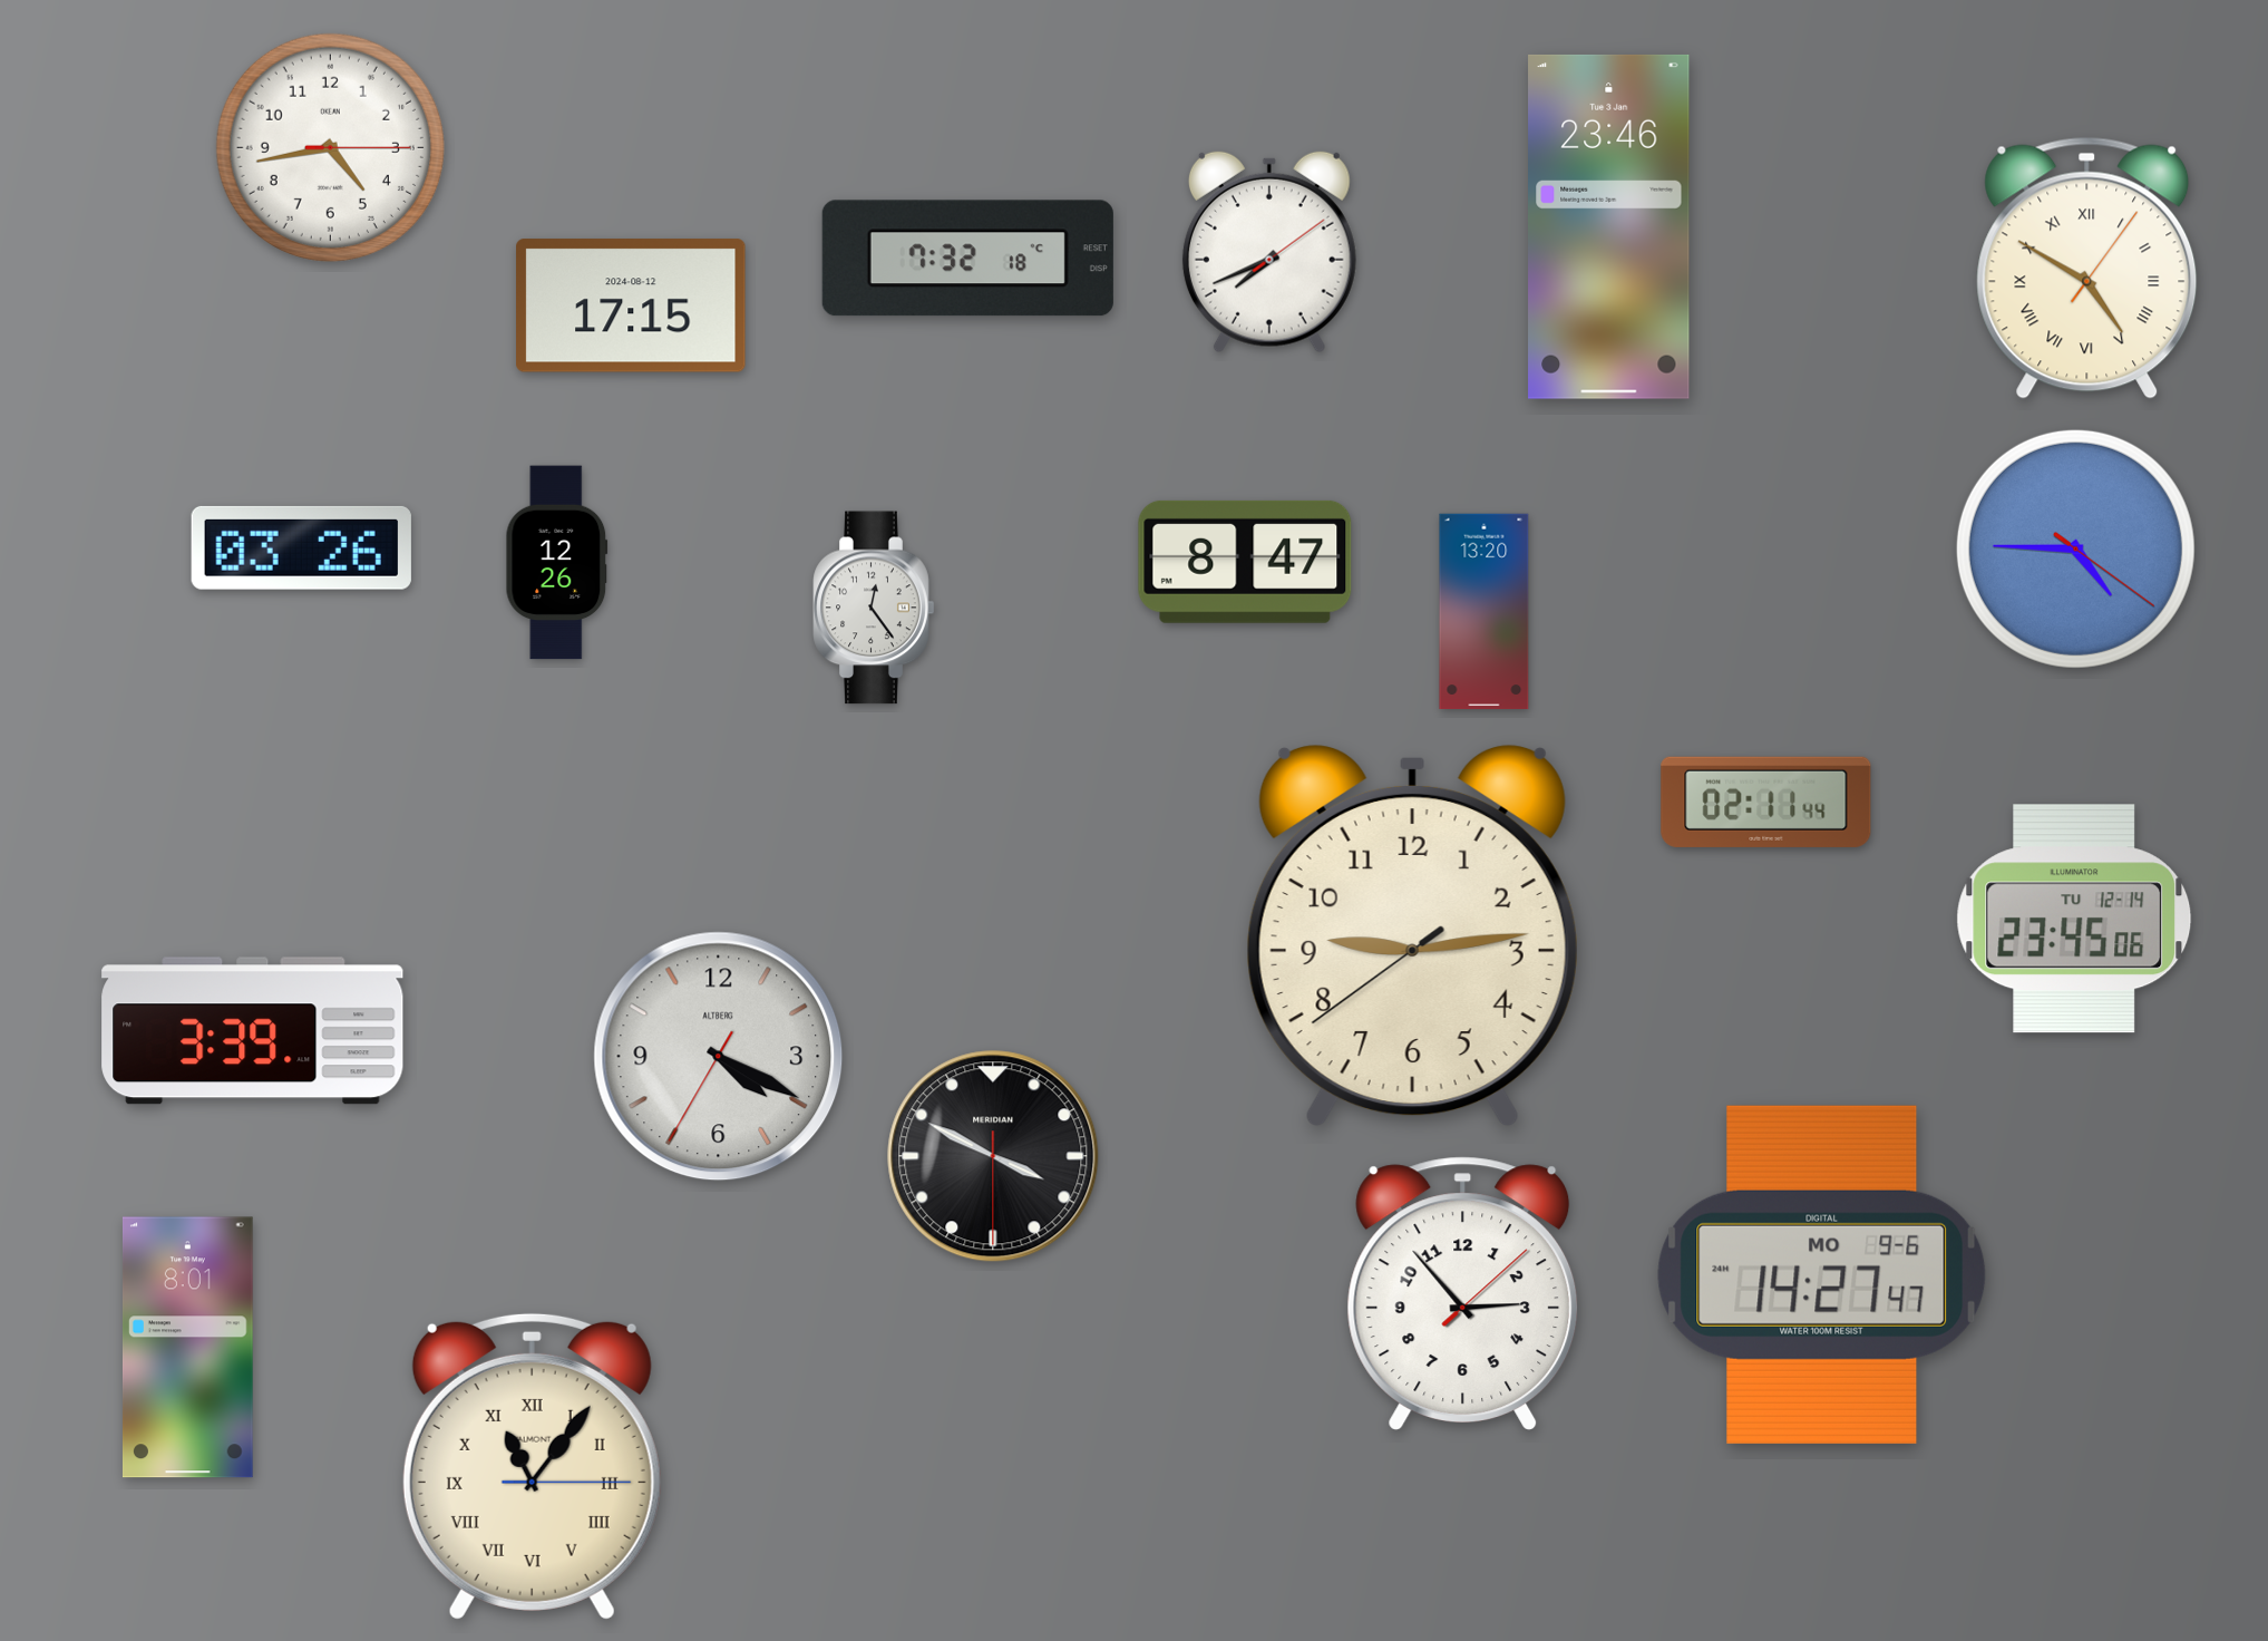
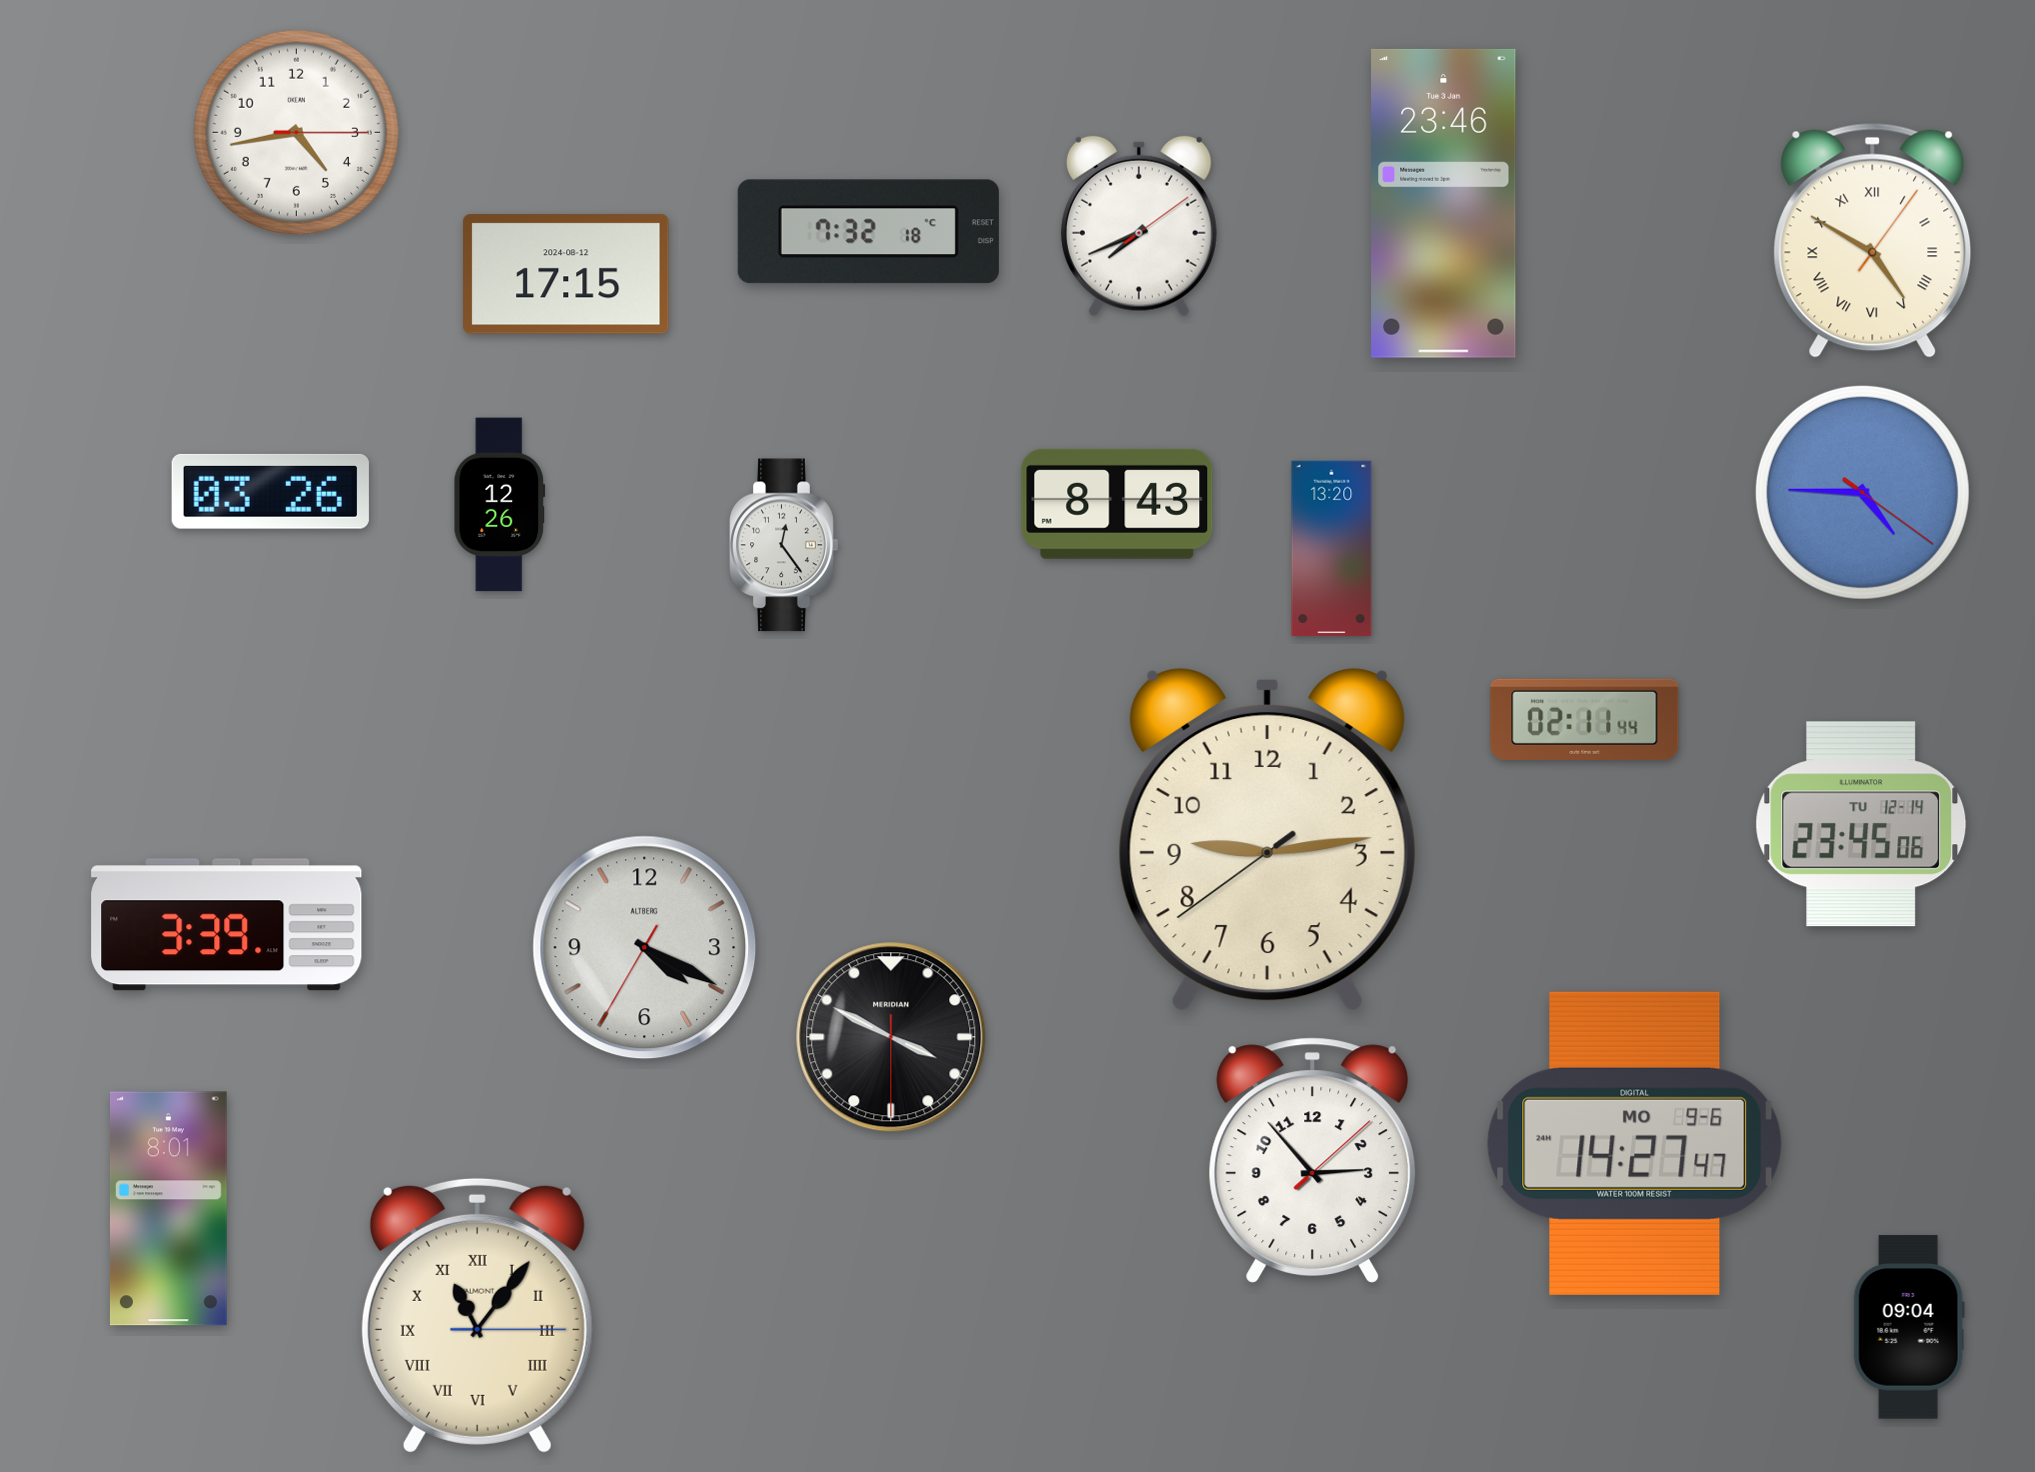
clock at (1245, 562): 8:47 -> 8:43
clock at (1909, 1327): none -> 09:04
